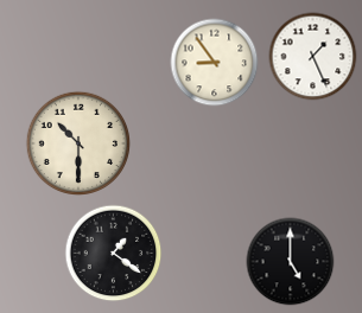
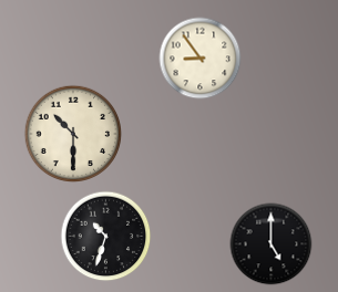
clock at (313, 57): 1:26 -> none
clock at (114, 254): 1:21 -> 10:33
